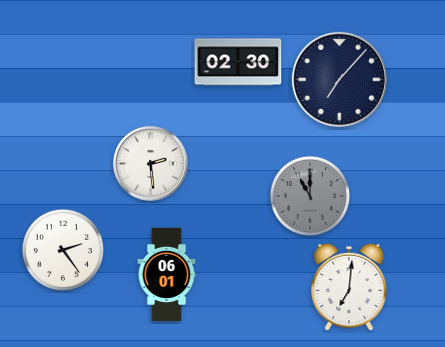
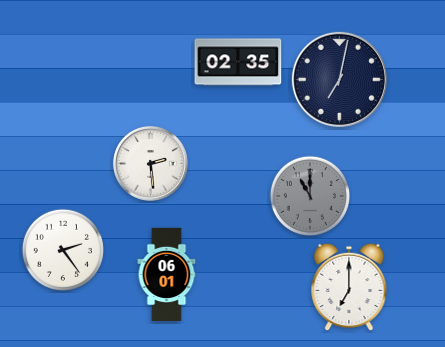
clock at (238, 62): 02:30 -> 02:35
clock at (339, 79): 7:07 -> 7:02
clock at (349, 287): 7:01 -> 7:00
